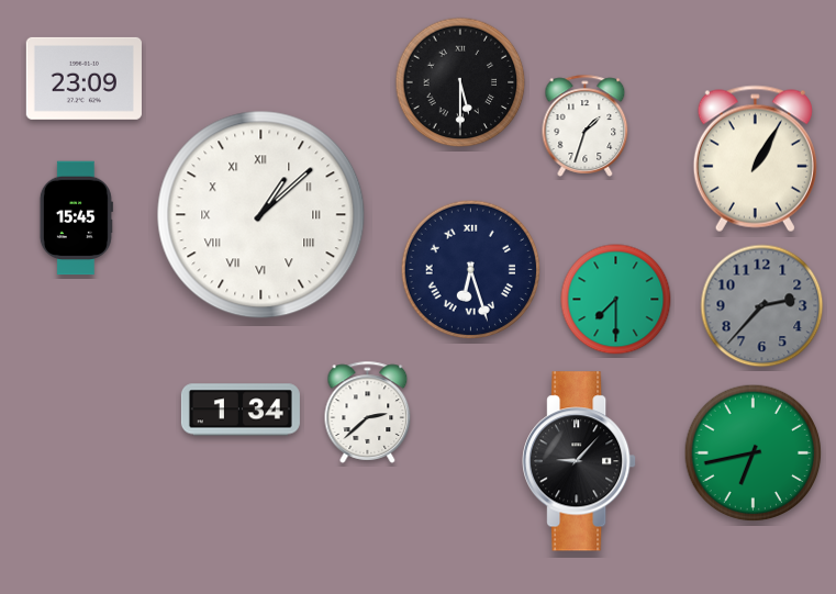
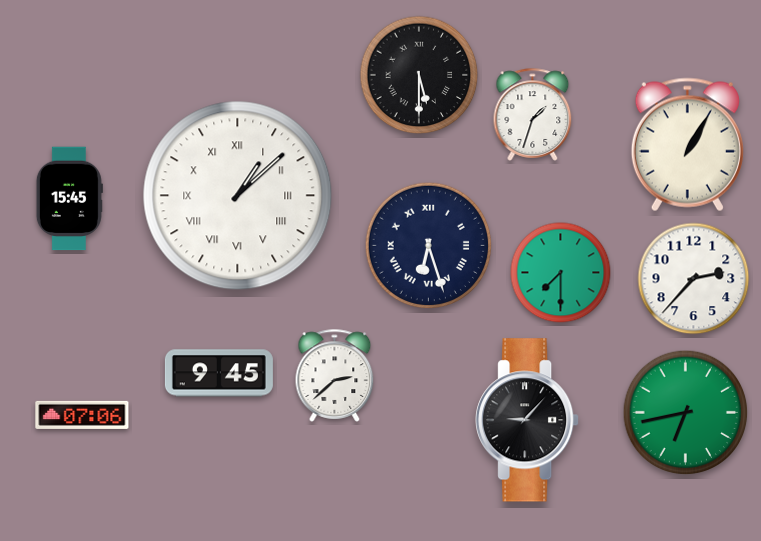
clock at (83, 78): 23:09 -> none
clock at (762, 306) dial: grey -> white
clock at (241, 410): 1:34 -> 9:45
clock at (82, 415): none -> 07:06
